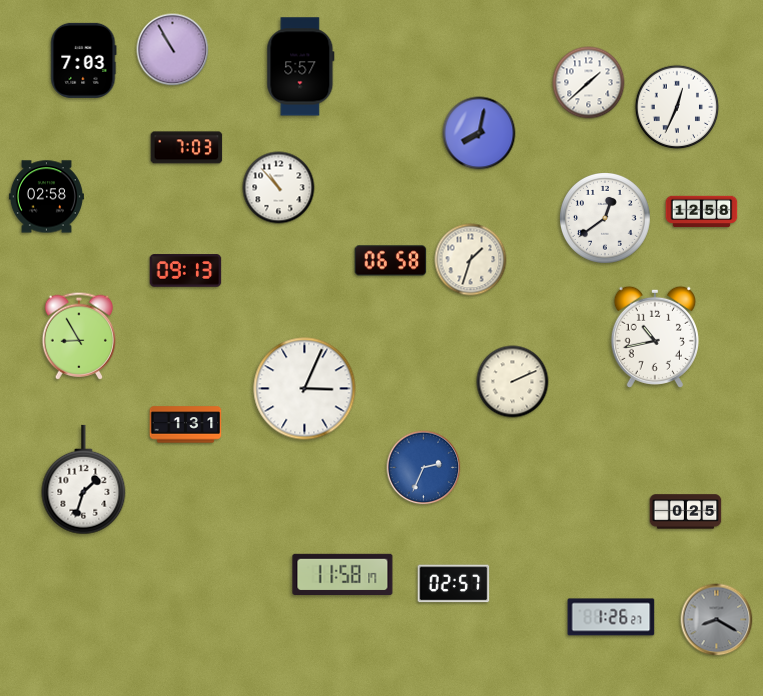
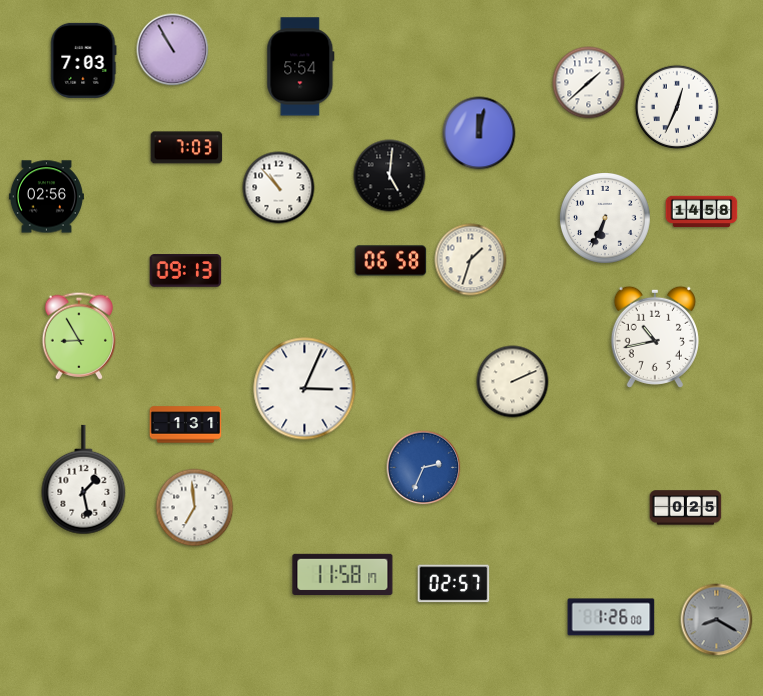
clock at (301, 67): 5:57 -> 5:54
clock at (479, 133): 8:02 -> 12:02
clock at (390, 176): none -> 5:01
clock at (46, 197): 02:58 -> 02:56
clock at (702, 212): 12:58 -> 14:58
clock at (606, 219): 12:39 -> 6:34
clock at (84, 480): 1:33 -> 1:28
clock at (195, 508): none -> 6:59
clock at (686, 512) position: (686, 512) -> (686, 508)
clock at (611, 617): 1:26:27 -> 1:26:00
